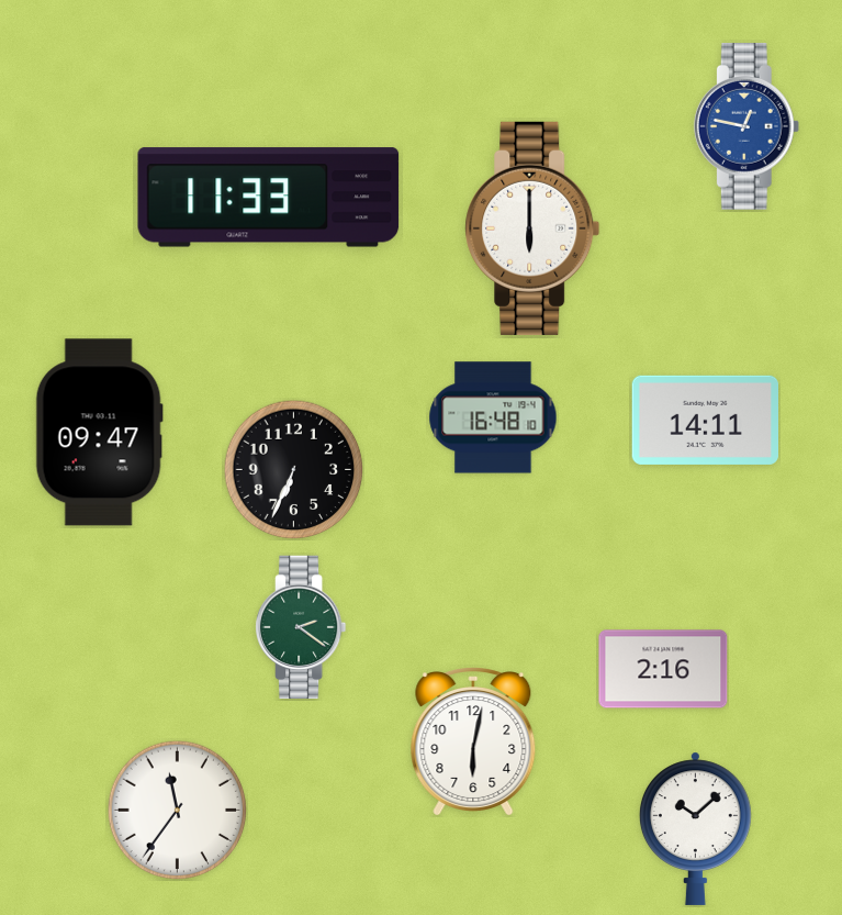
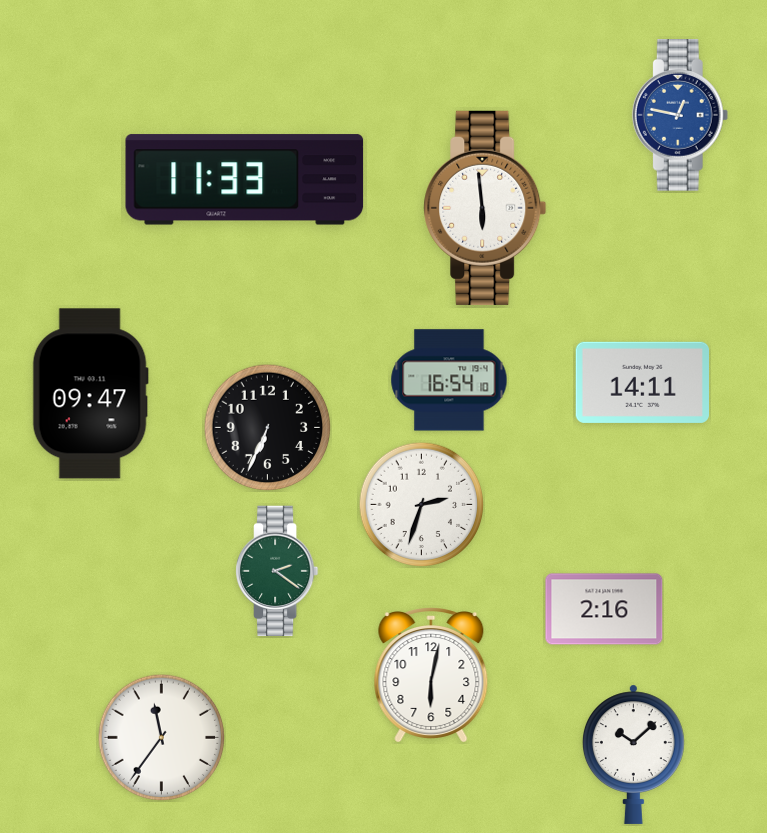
clock at (532, 228): 6:00 -> 5:59
clock at (493, 417): 16:48 -> 16:54
clock at (421, 504): none -> 2:33
clock at (301, 627) position: (301, 627) -> (277, 571)
